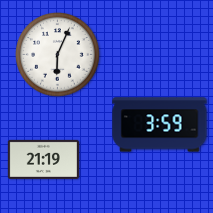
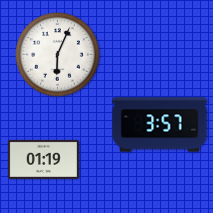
clock at (160, 125): 3:59 -> 3:57
clock at (43, 159): 21:19 -> 01:19
